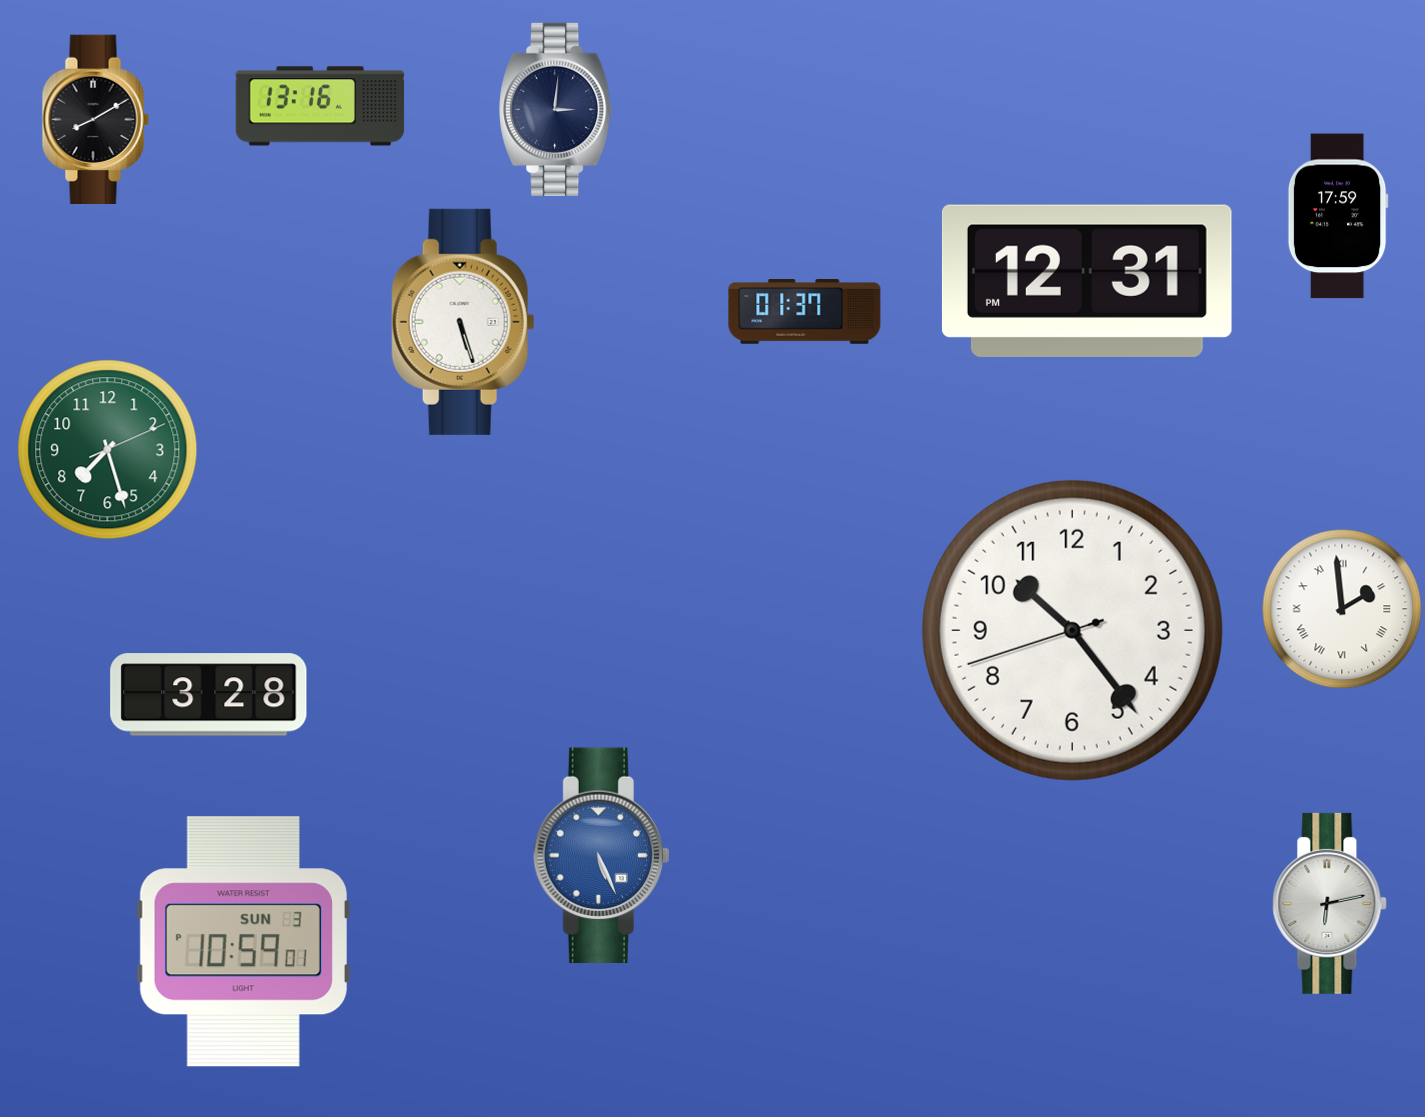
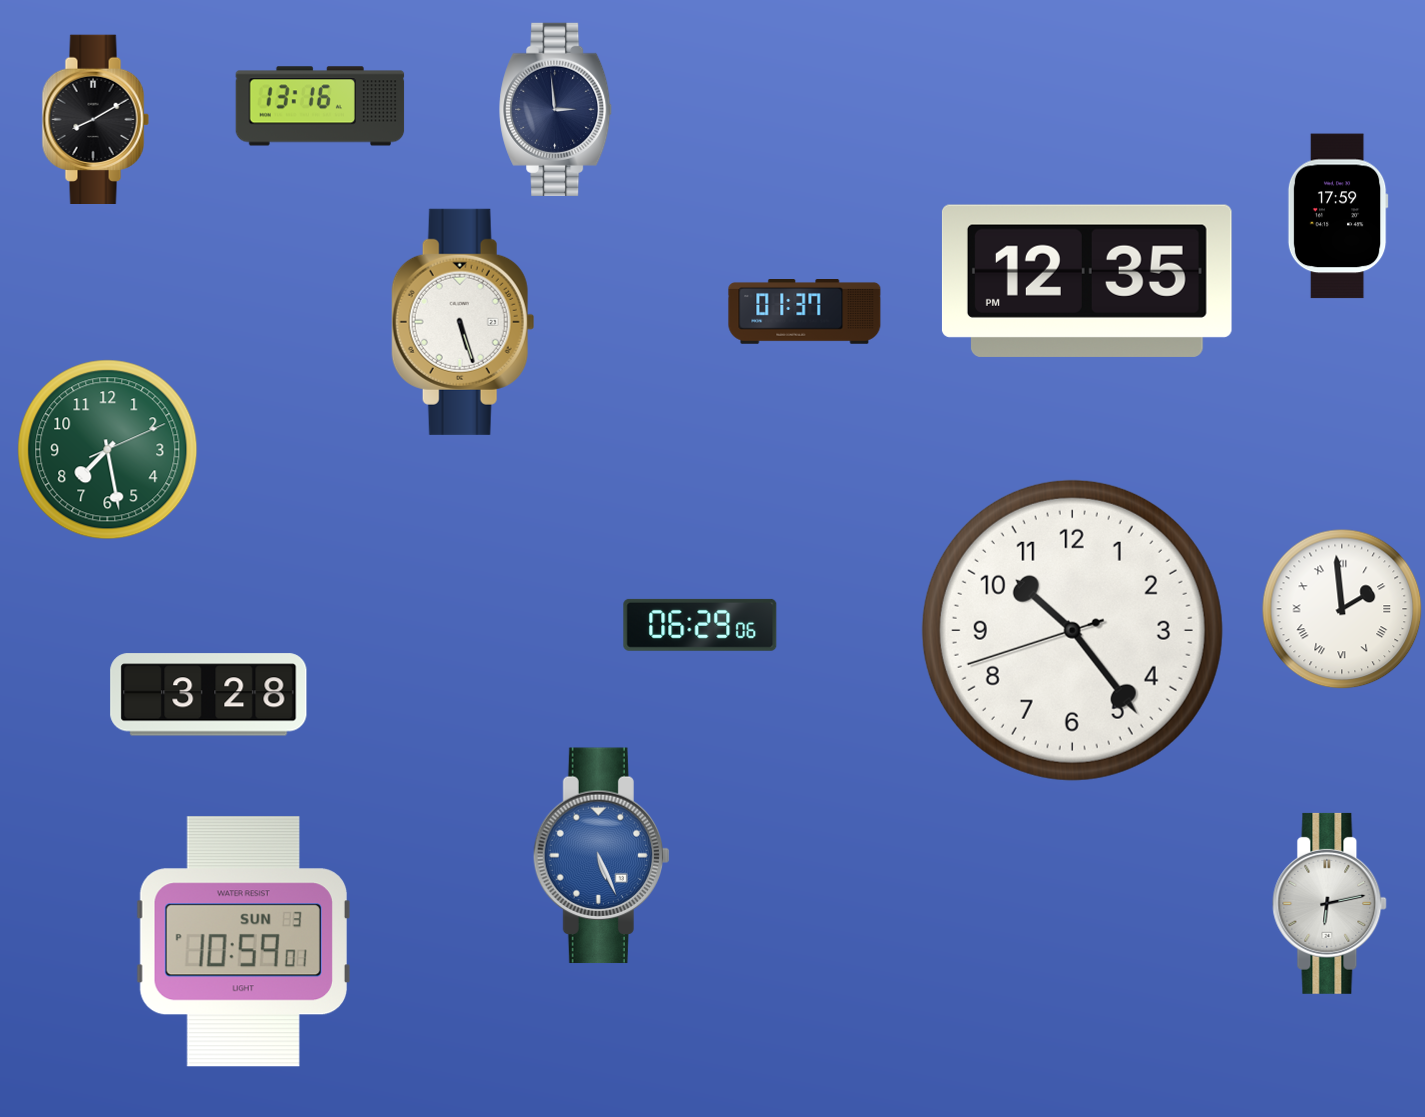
clock at (556, 109): 3:01 -> 2:59
clock at (1087, 281): 12:31 -> 12:35
clock at (108, 450): 7:27 -> 7:28
clock at (700, 625): none -> 06:29
